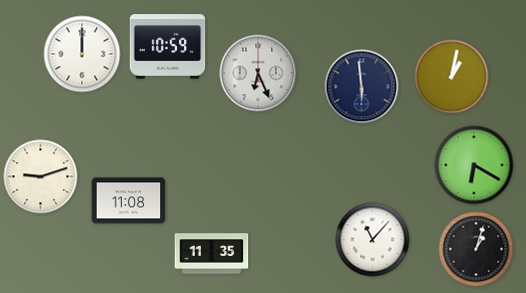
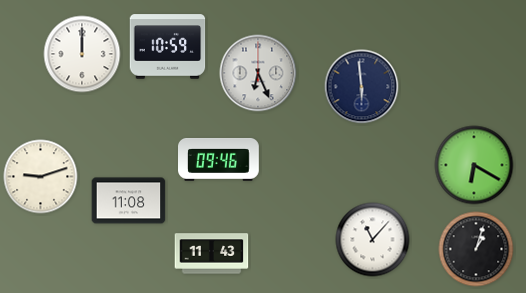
clock at (452, 77): 1:02 -> none
clock at (219, 159): none -> 09:46
clock at (212, 254): 11:35 -> 11:43
